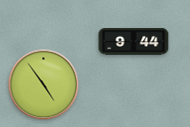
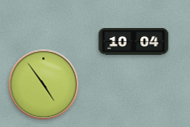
clock at (134, 42): 9:44 -> 10:04
